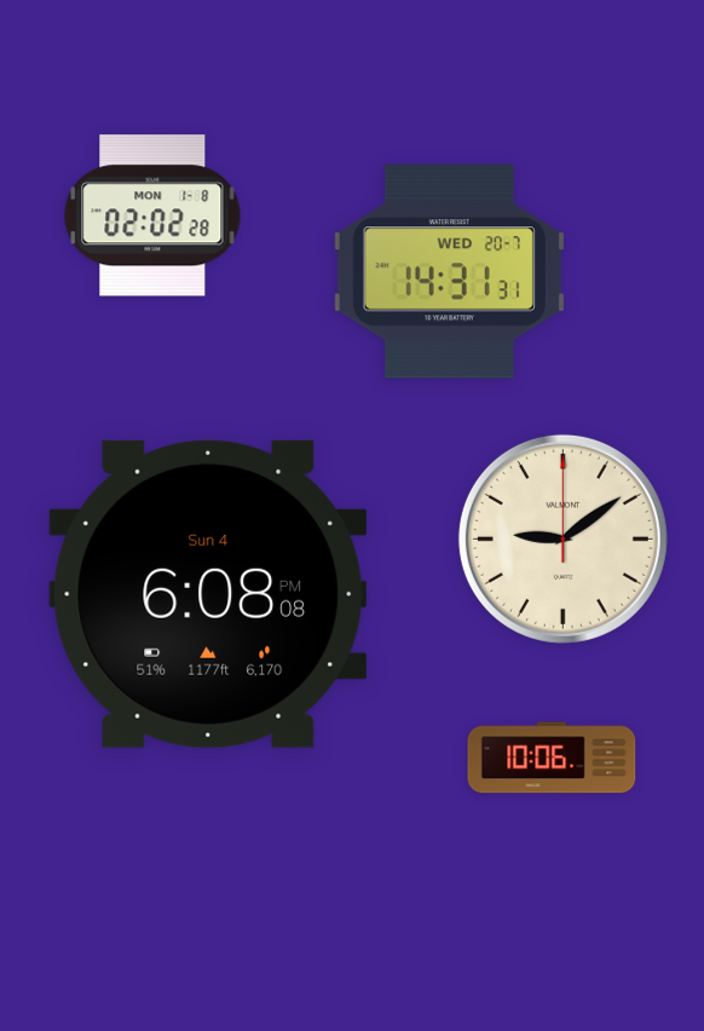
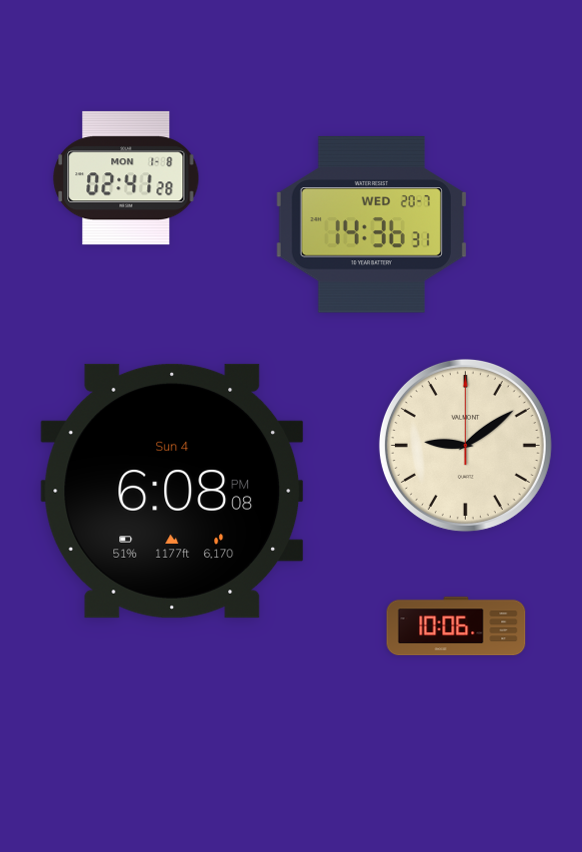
clock at (152, 215): 02:02 -> 02:41
clock at (449, 272): 14:31 -> 14:36
